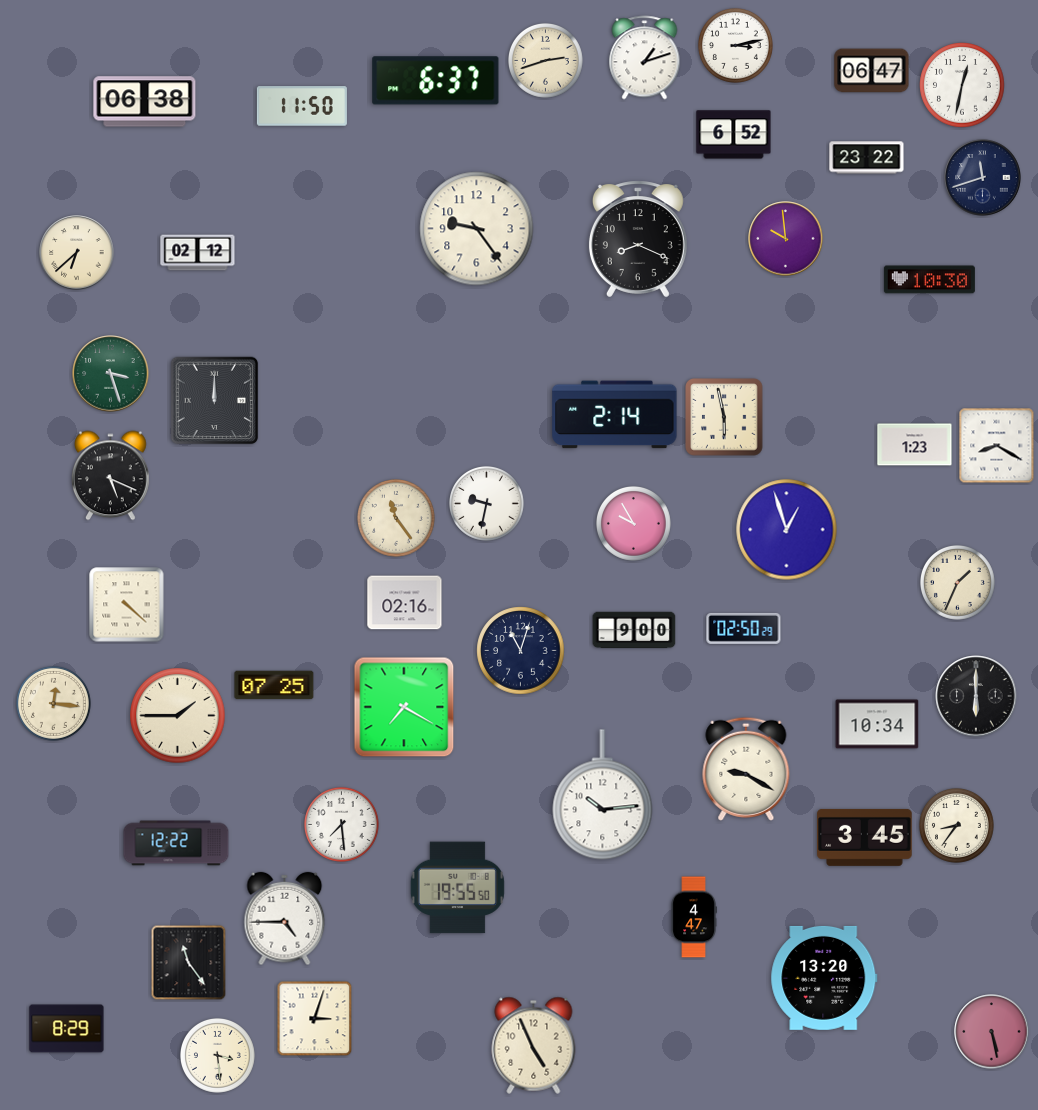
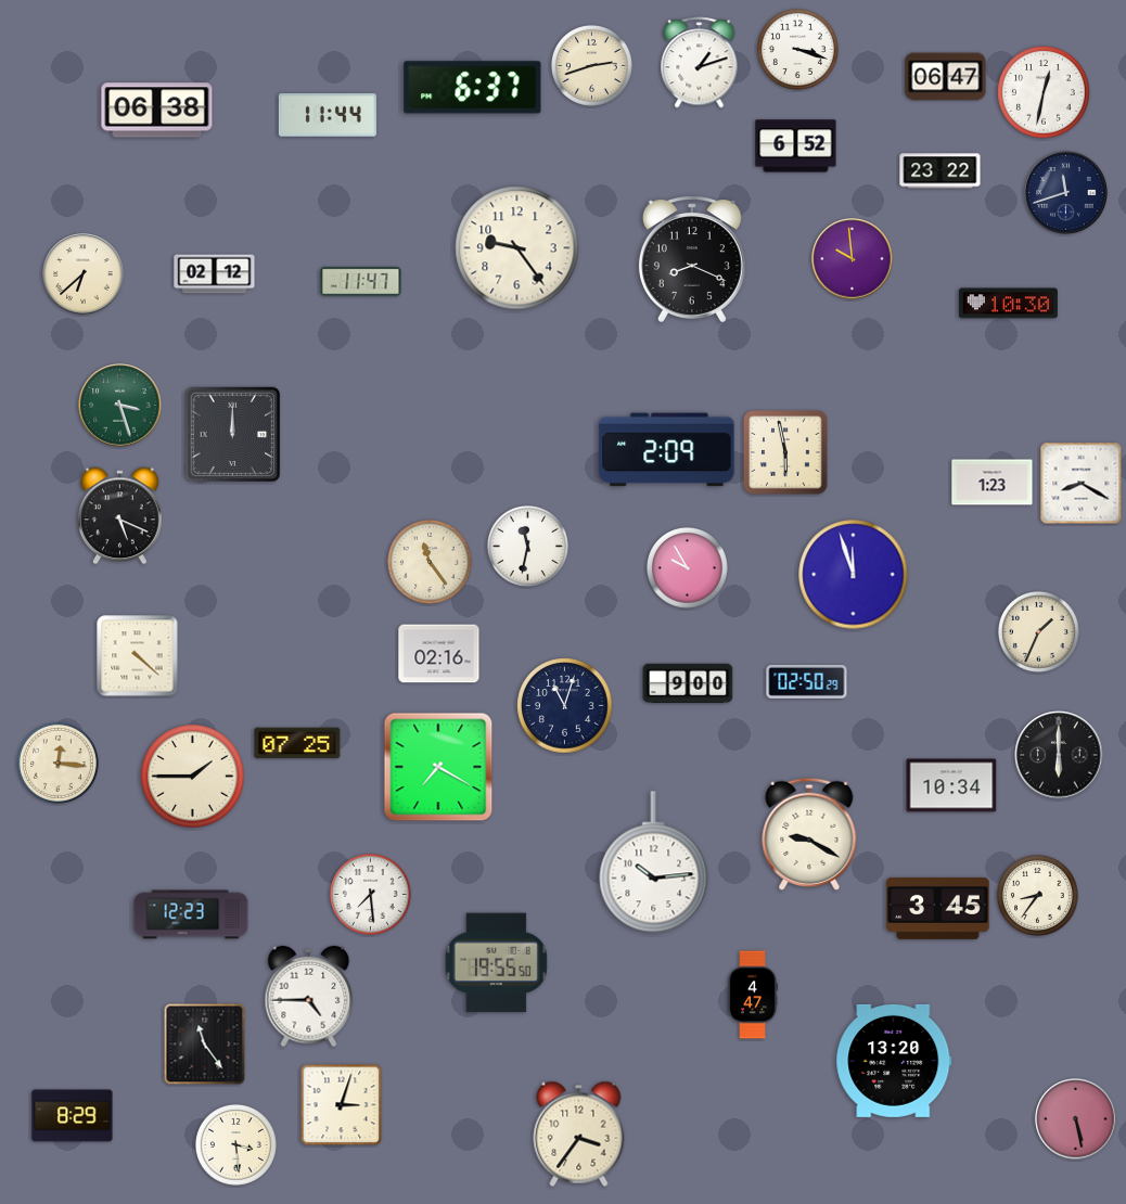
clock at (735, 45): 3:13 -> 3:18
clock at (302, 106): 11:50 -> 11:44
clock at (361, 281): none -> 11:47
clock at (615, 415): 2:14 -> 2:09
clock at (486, 503): 9:32 -> 11:32
clock at (787, 530): 12:57 -> 11:57
clock at (176, 843): 12:22 -> 12:23
clock at (534, 1045): 4:56 -> 3:36
